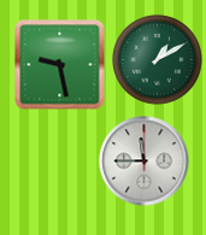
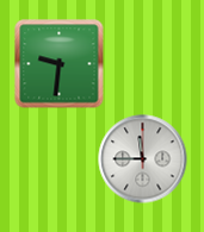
clock at (158, 60): 1:10 -> none
clock at (60, 65): 9:28 -> 9:31
